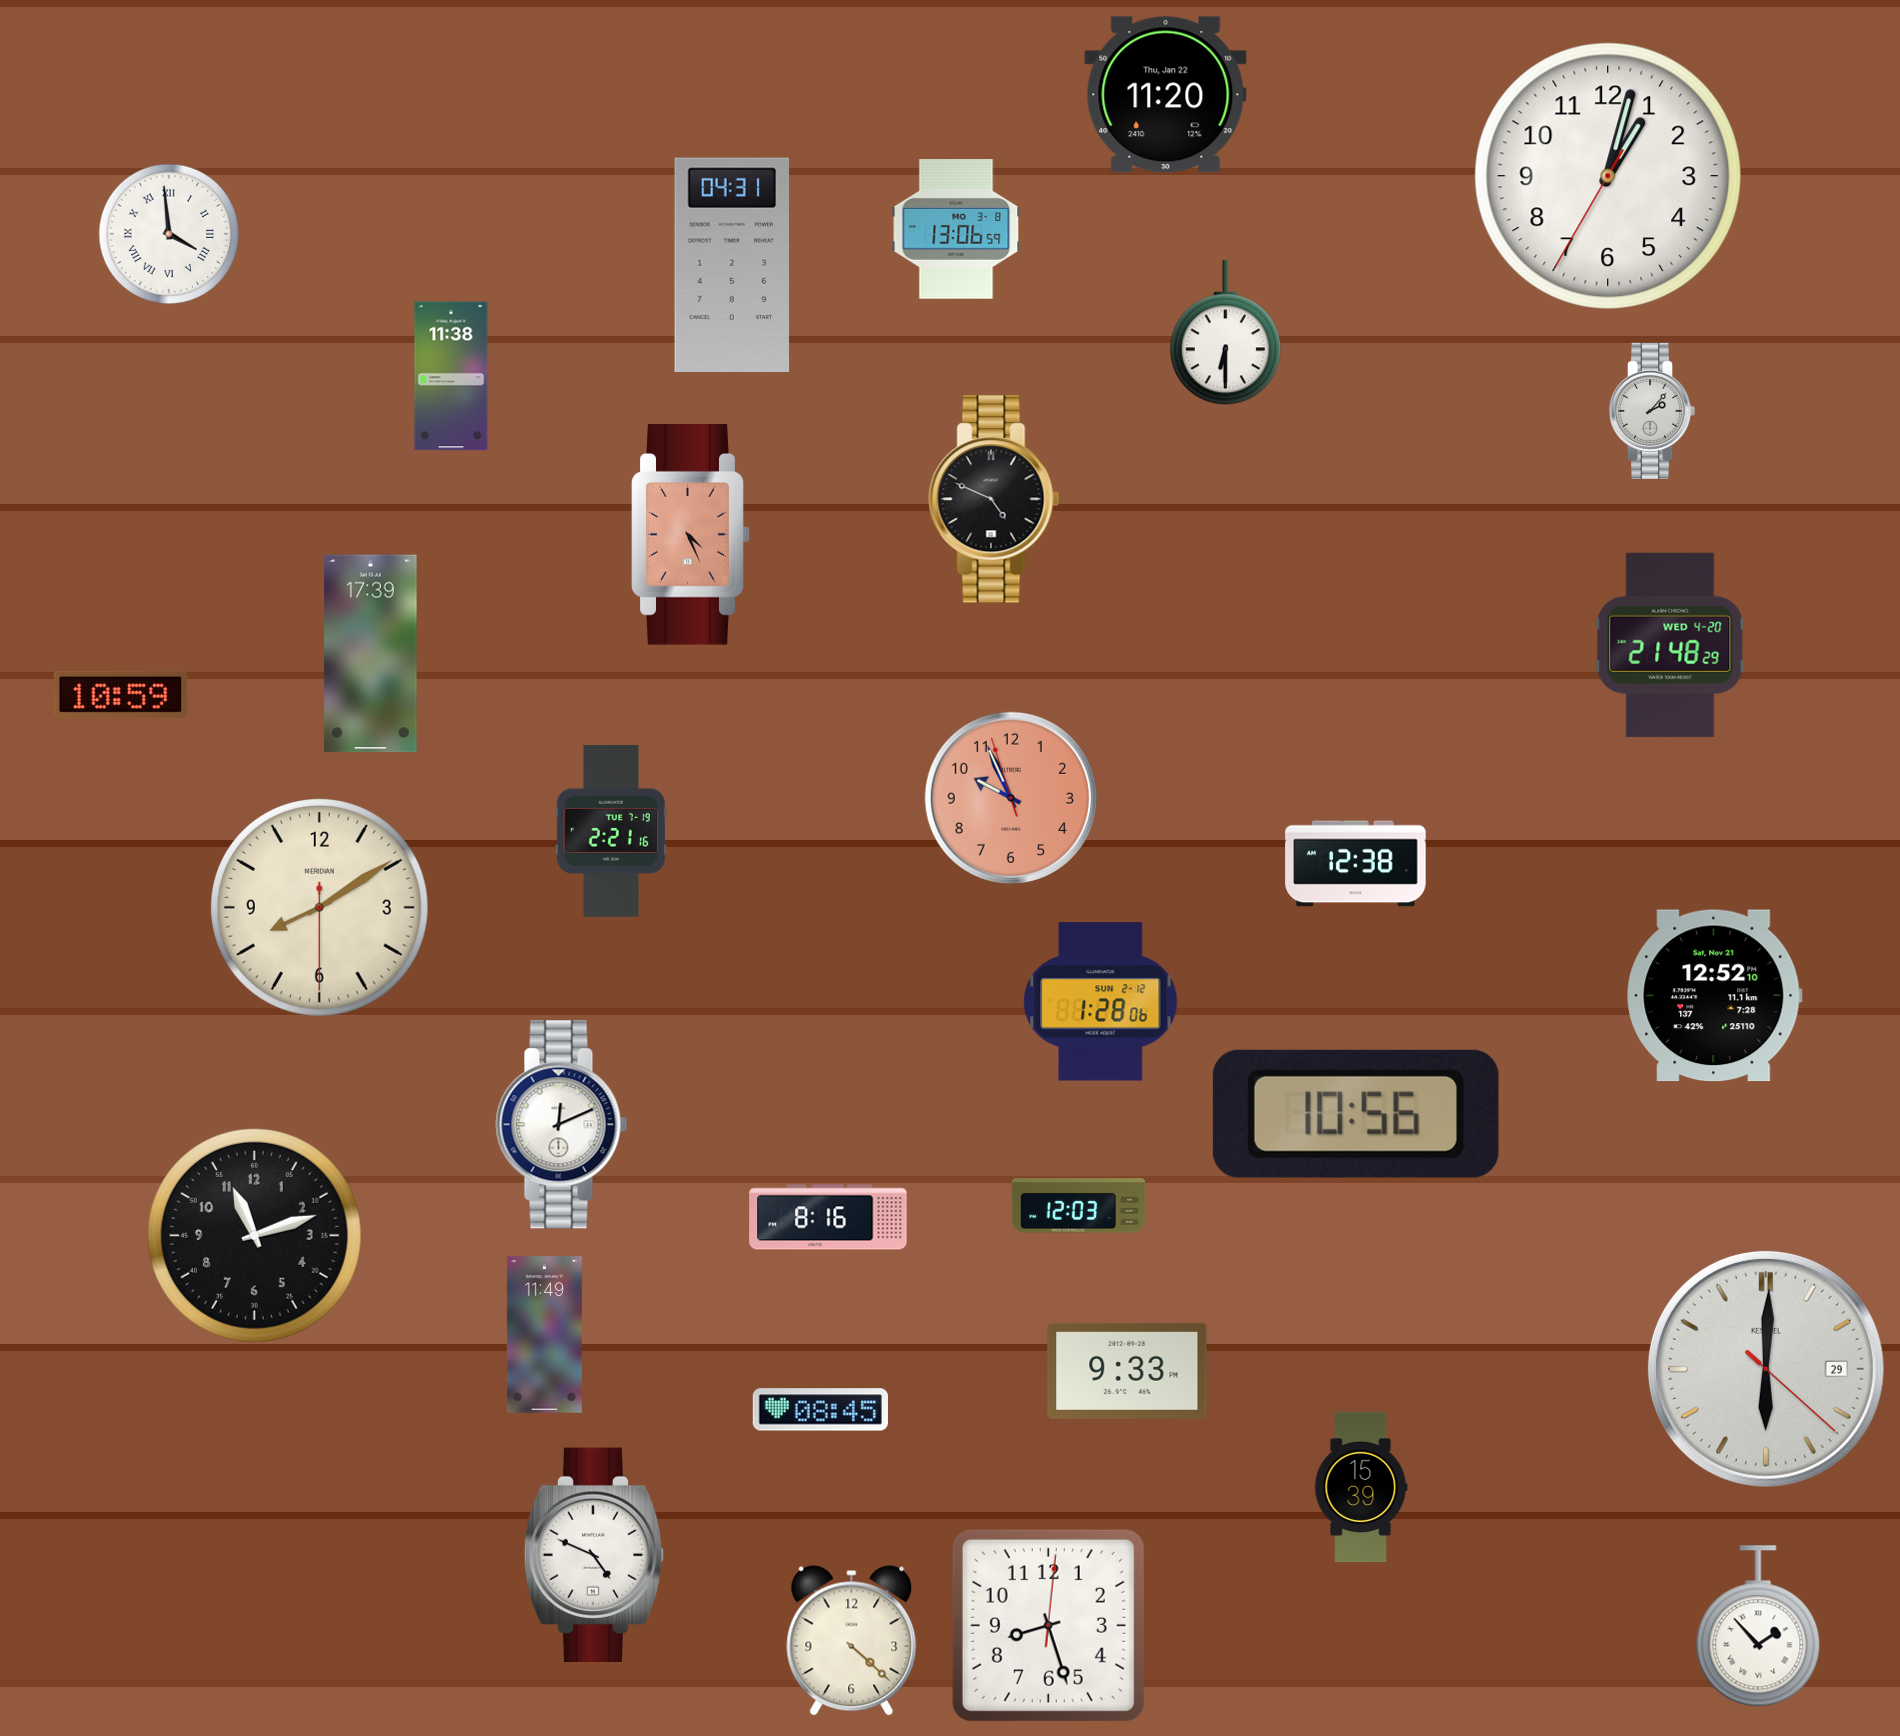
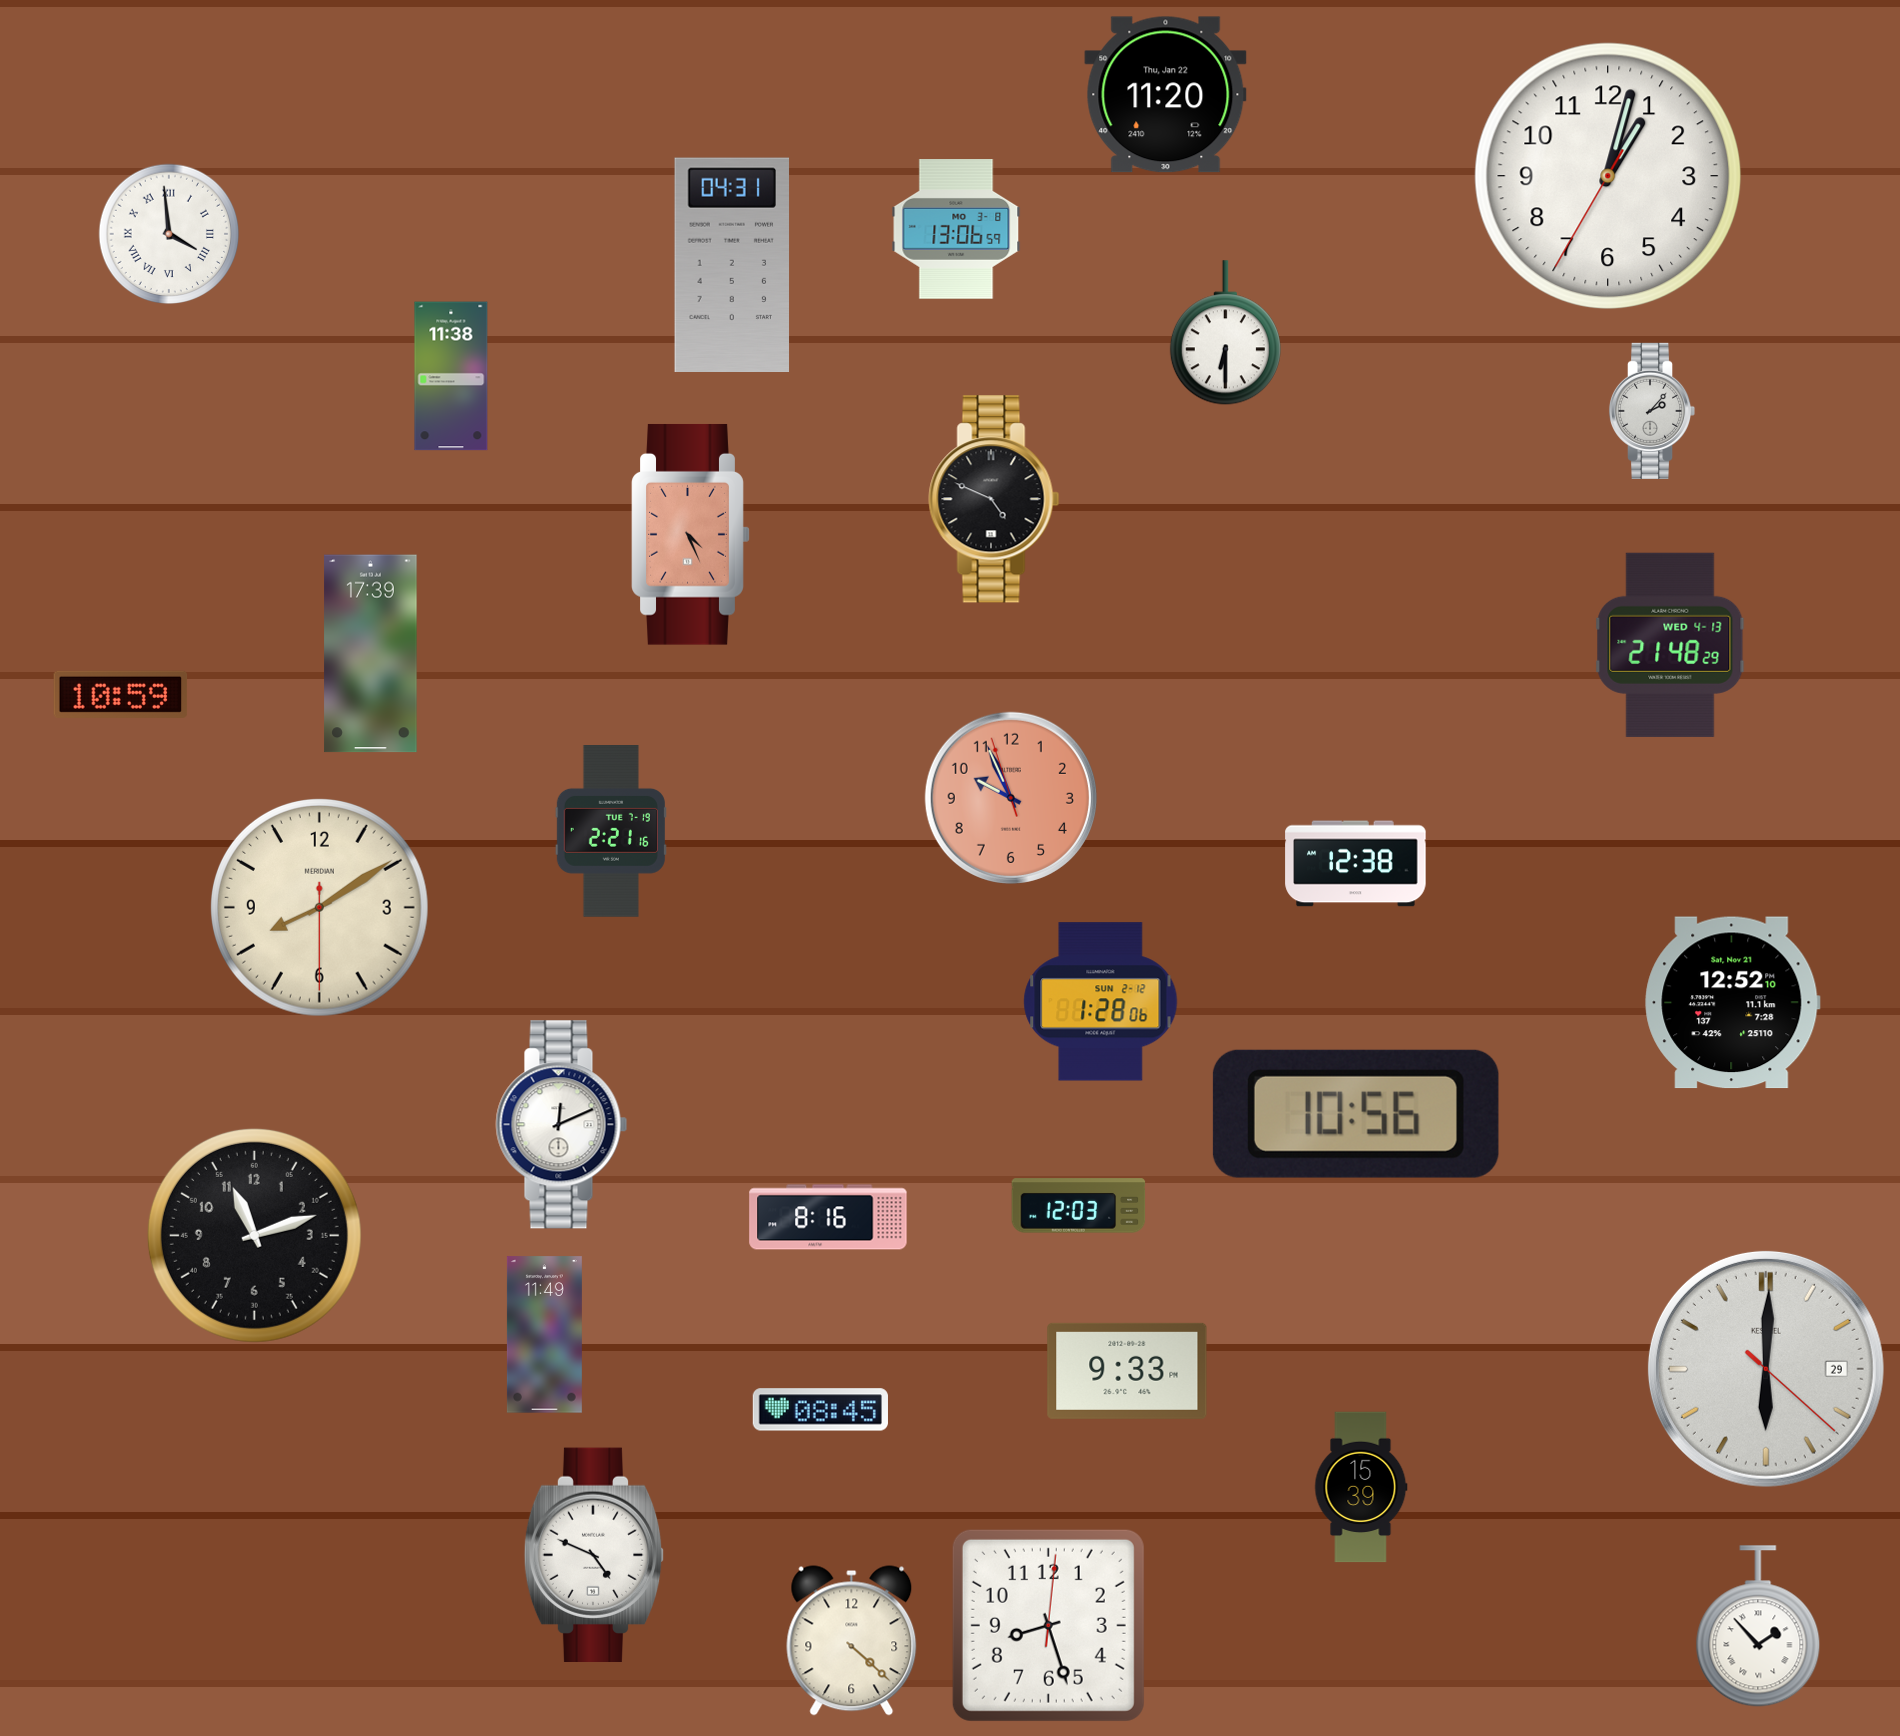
clock at (1670, 645) date: WED 4-20 -> WED 4-13
clock at (1715, 996) position: (1715, 996) -> (1733, 1003)
